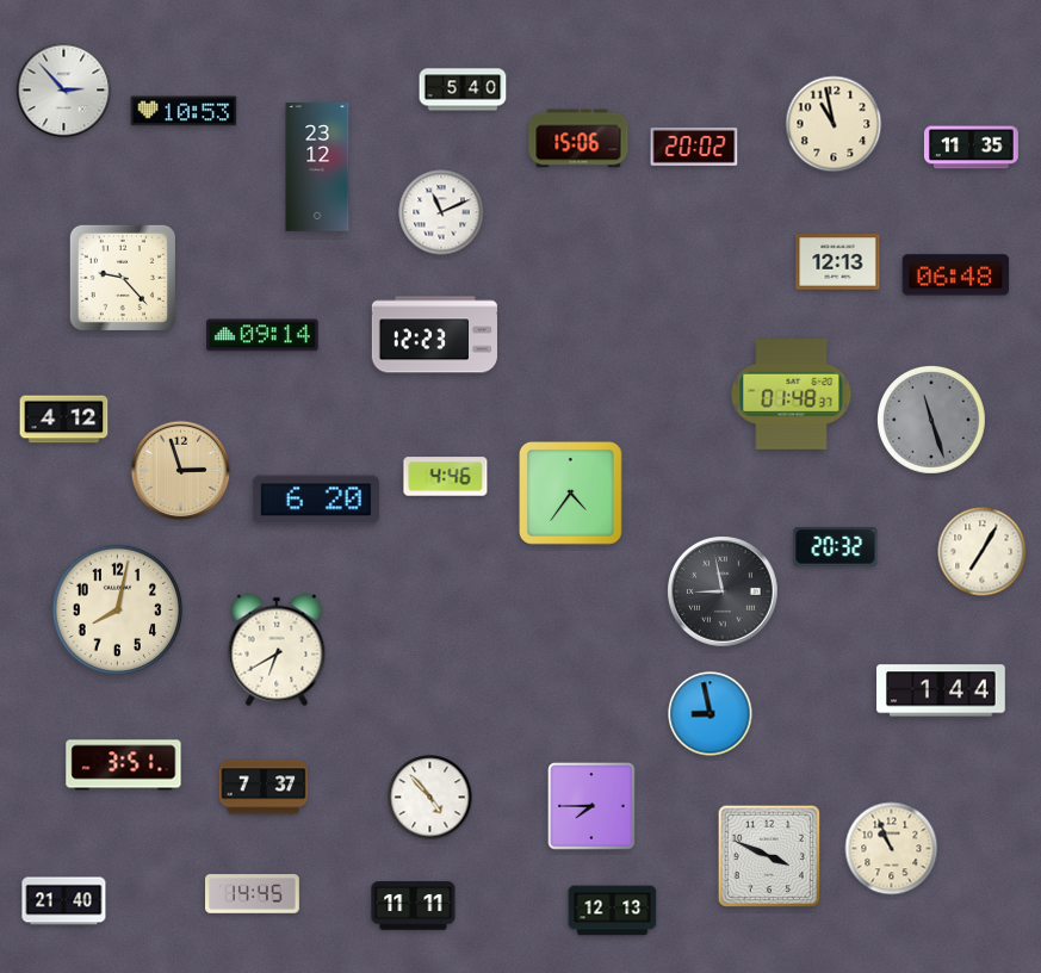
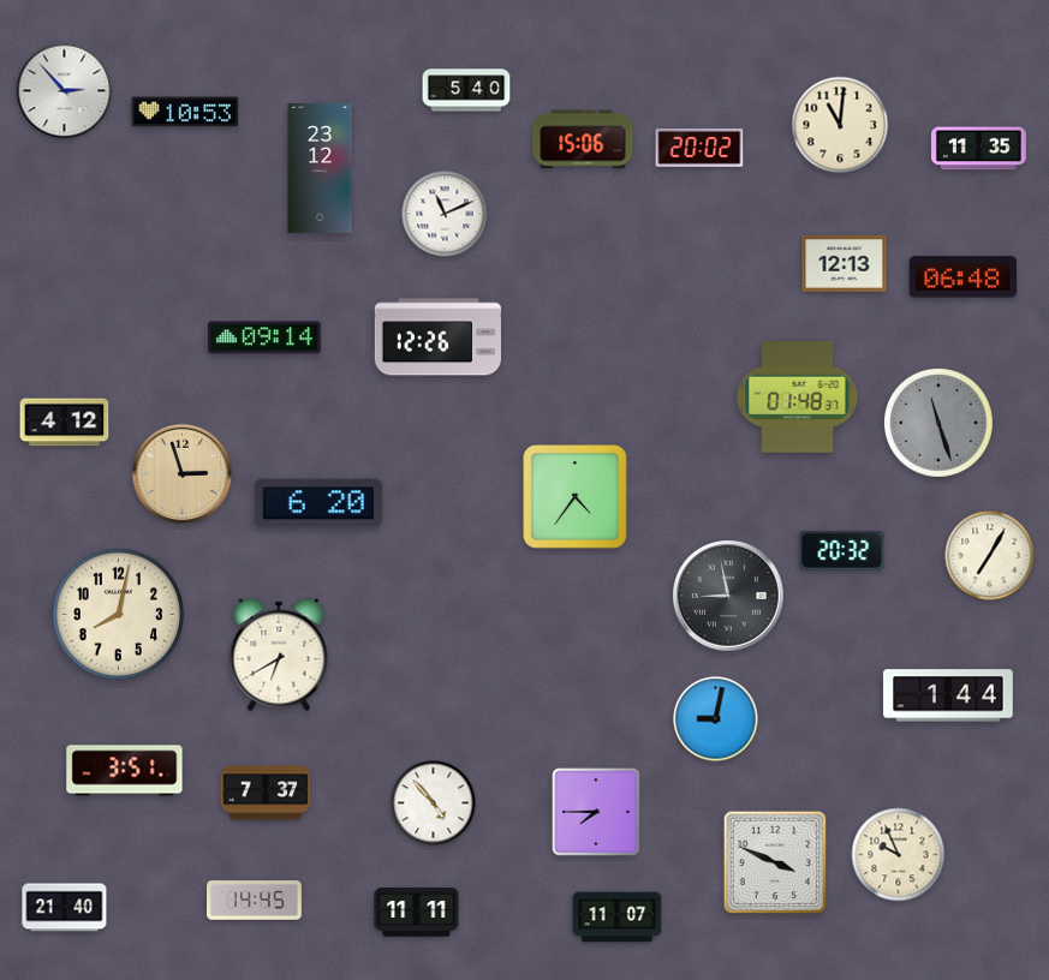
clock at (834, 124): 10:58 -> 11:01
clock at (123, 278): 9:23 -> none
clock at (434, 335): 12:23 -> 12:26
clock at (446, 477): 4:46 -> none
clock at (711, 714): 8:58 -> 9:02
clock at (892, 849): 10:56 -> 9:56
clock at (613, 911): 12:13 -> 11:07
